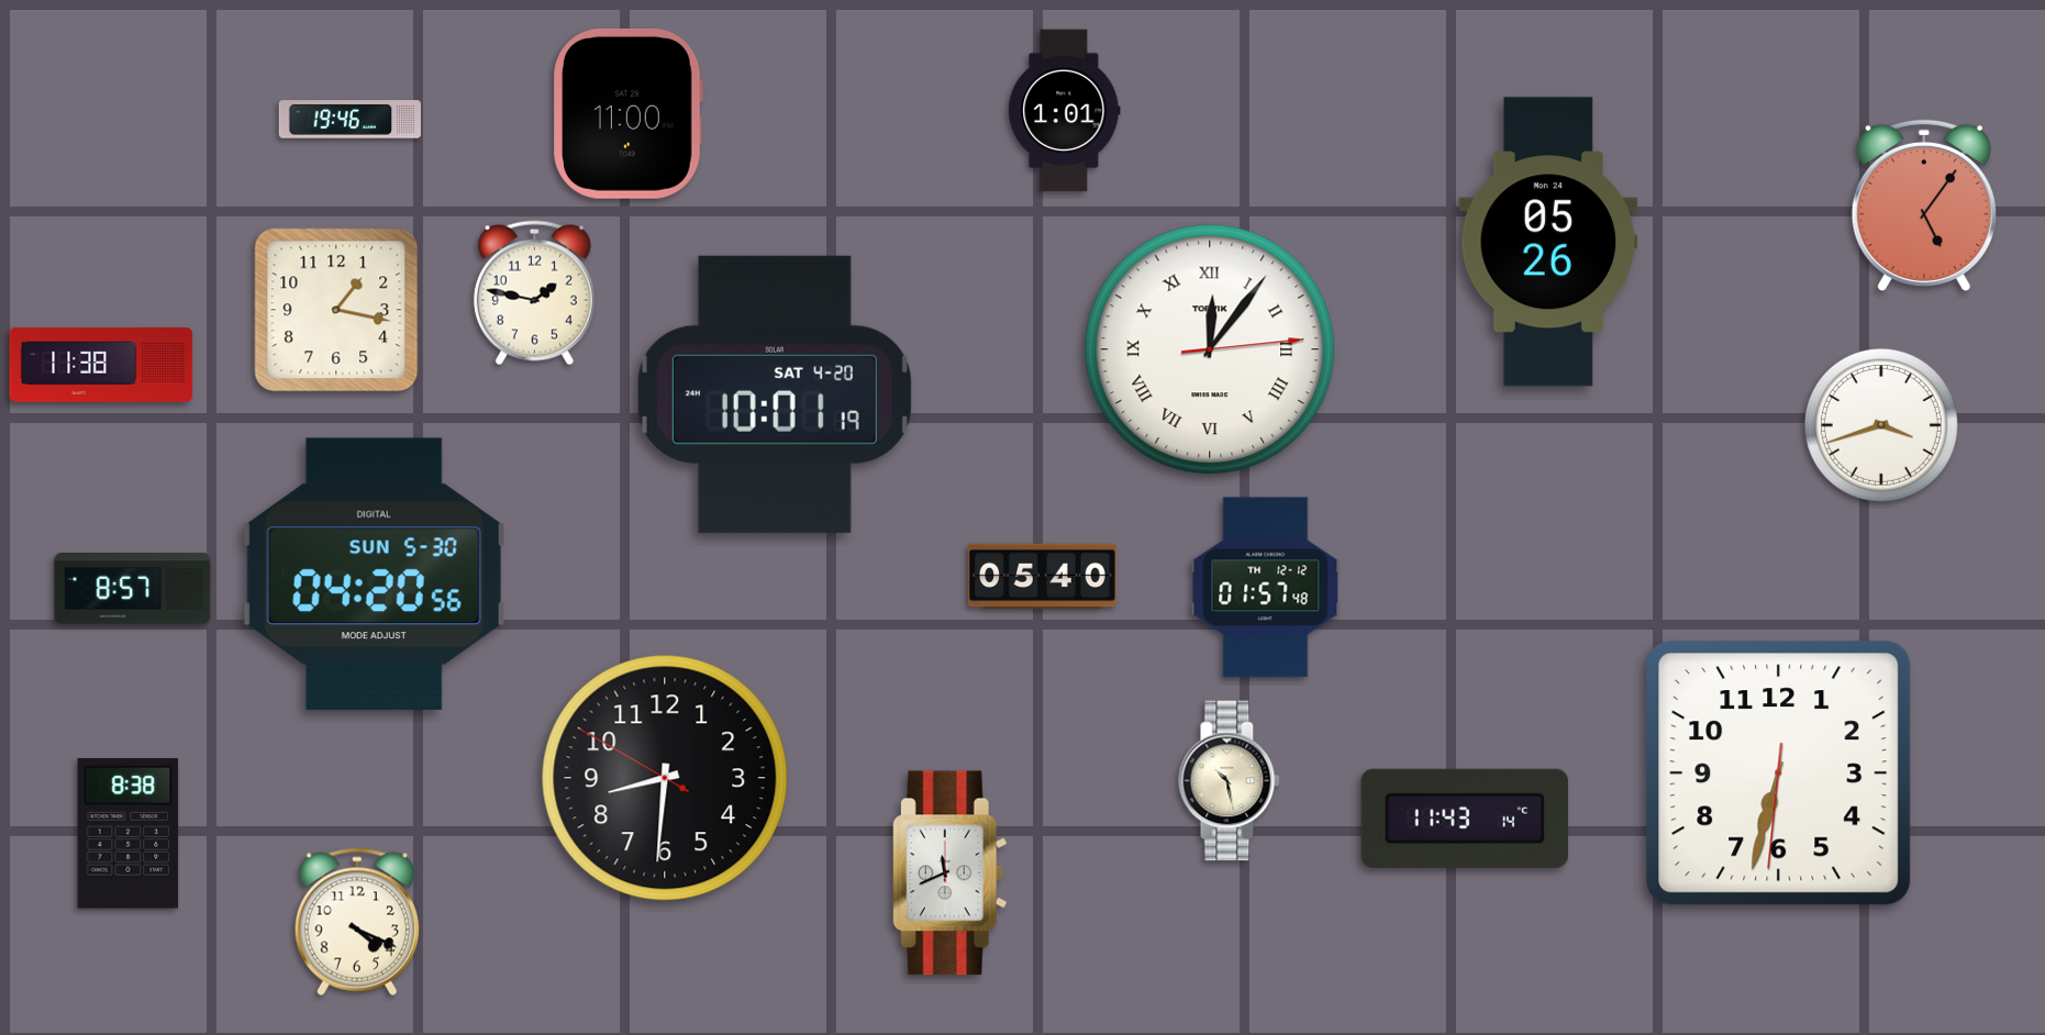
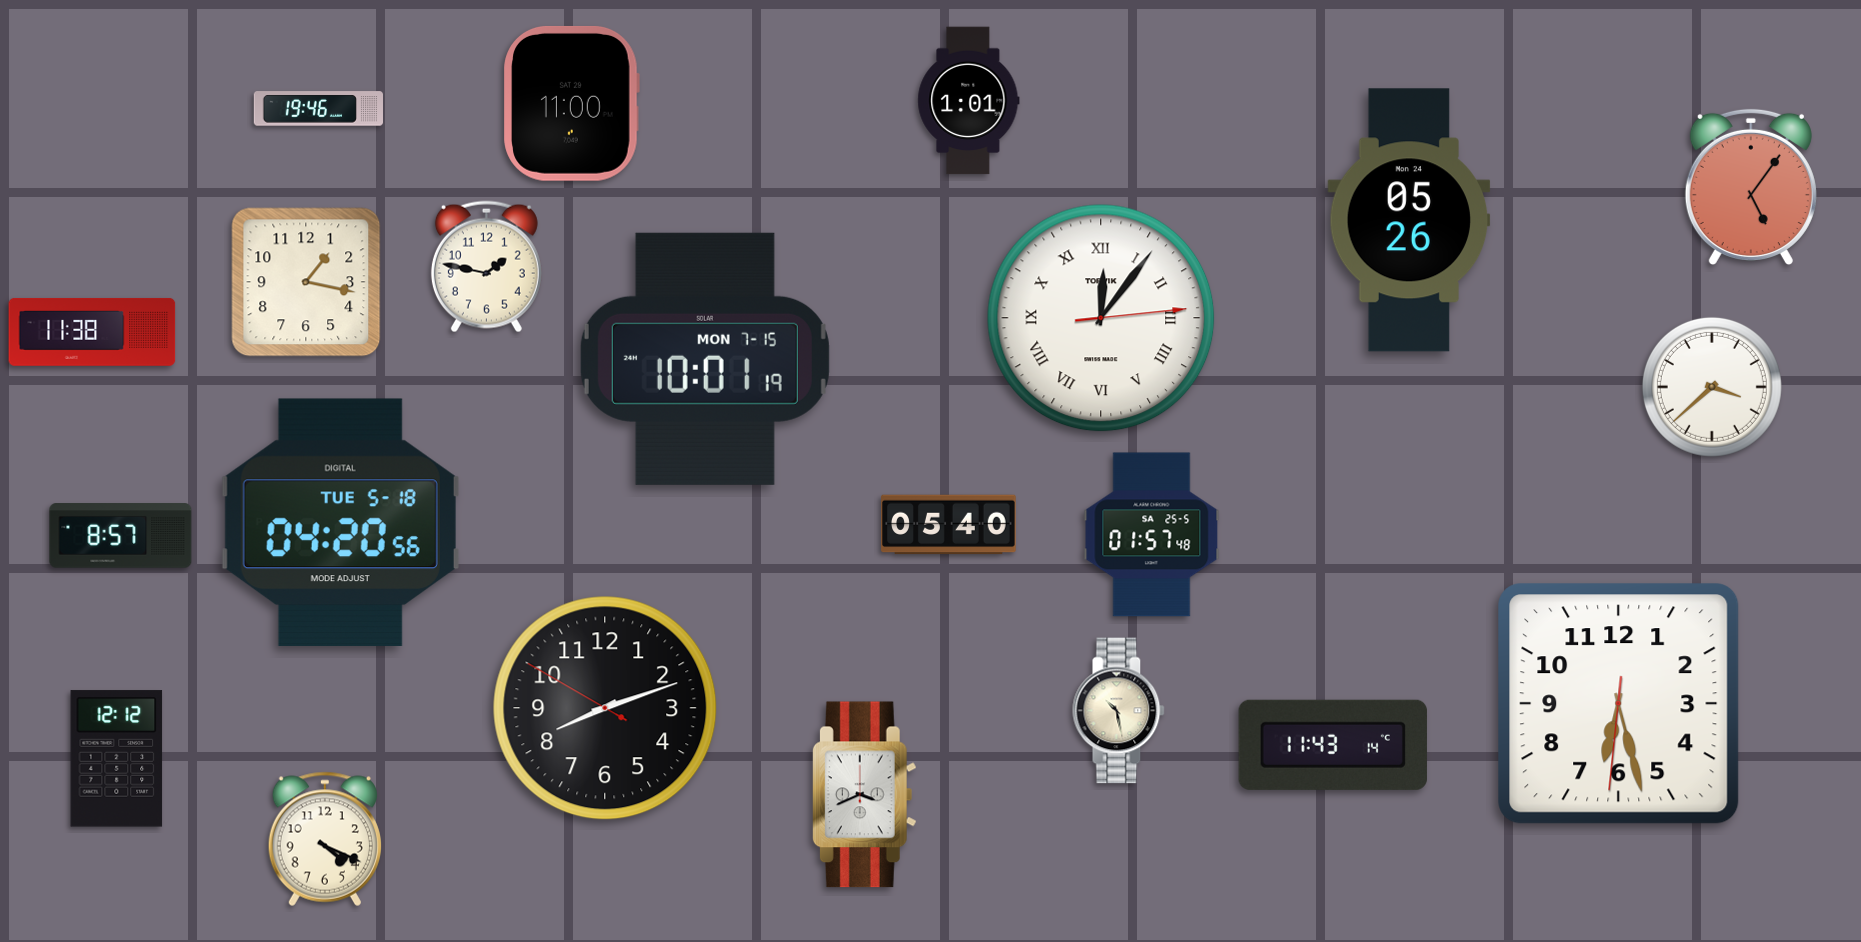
clock at (775, 394) date: SAT 4-20 -> MON 7-15
clock at (1881, 425): 3:42 -> 3:38
clock at (374, 574) date: SUN 5-30 -> TUE 5-18
clock at (1266, 588) date: TH 12-12 -> SA 25-5
clock at (1779, 774): 6:32 -> 6:27
clock at (665, 778): 8:30 -> 8:11
clock at (129, 834): 8:38 -> 12:12
clock at (949, 873): 11:41 -> 3:41
